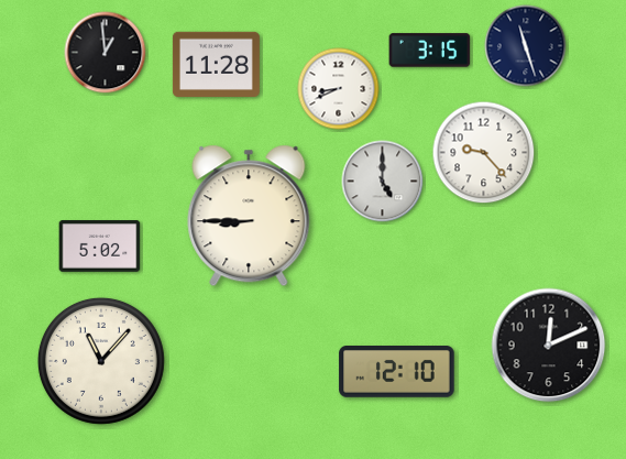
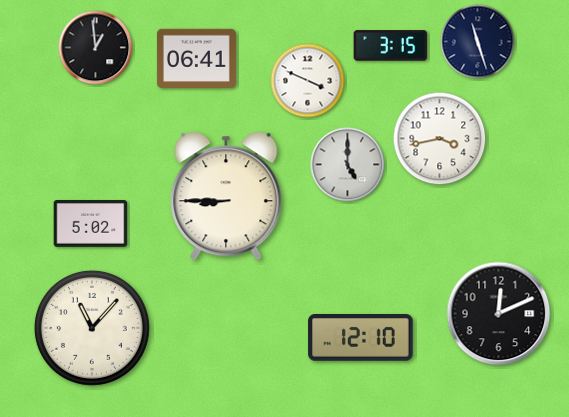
clock at (216, 64): 11:28 -> 06:41
clock at (339, 89): 8:41 -> 3:49
clock at (484, 153): 9:23 -> 3:43
